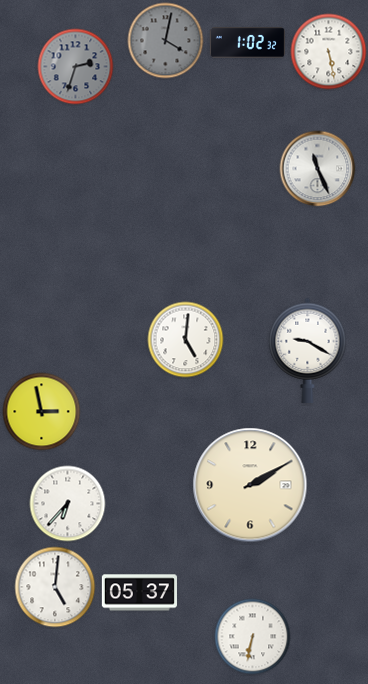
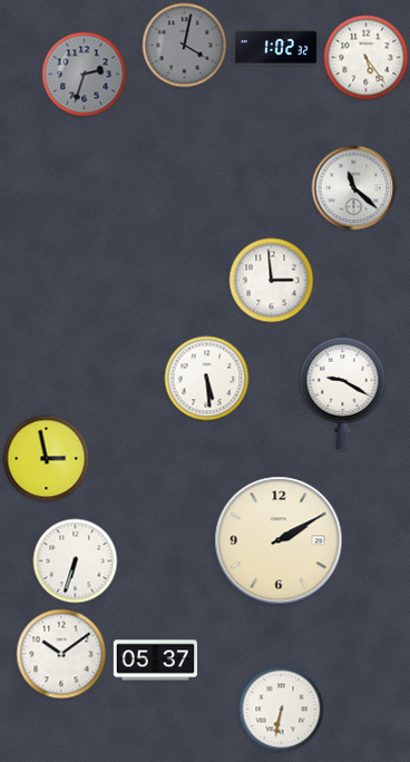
clock at (329, 52): 5:28 -> 5:24
clock at (318, 169): 11:26 -> 11:22
clock at (272, 281): none -> 2:59
clock at (186, 340): 5:01 -> 5:29
clock at (68, 504): 6:37 -> 6:33
clock at (55, 587): 5:01 -> 10:09
